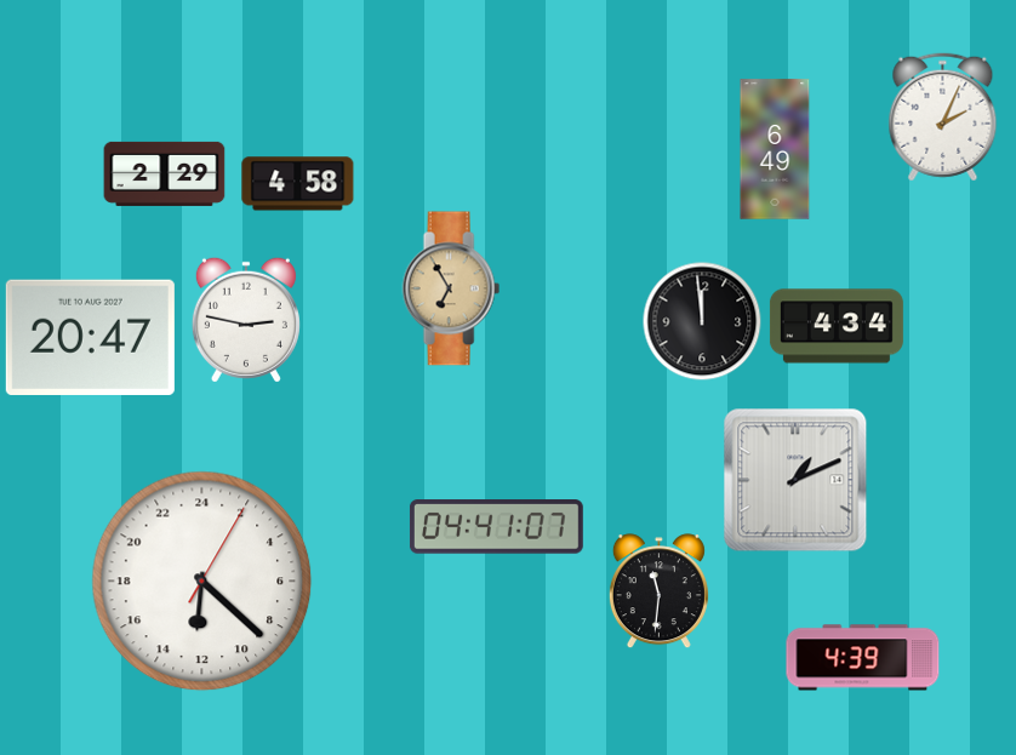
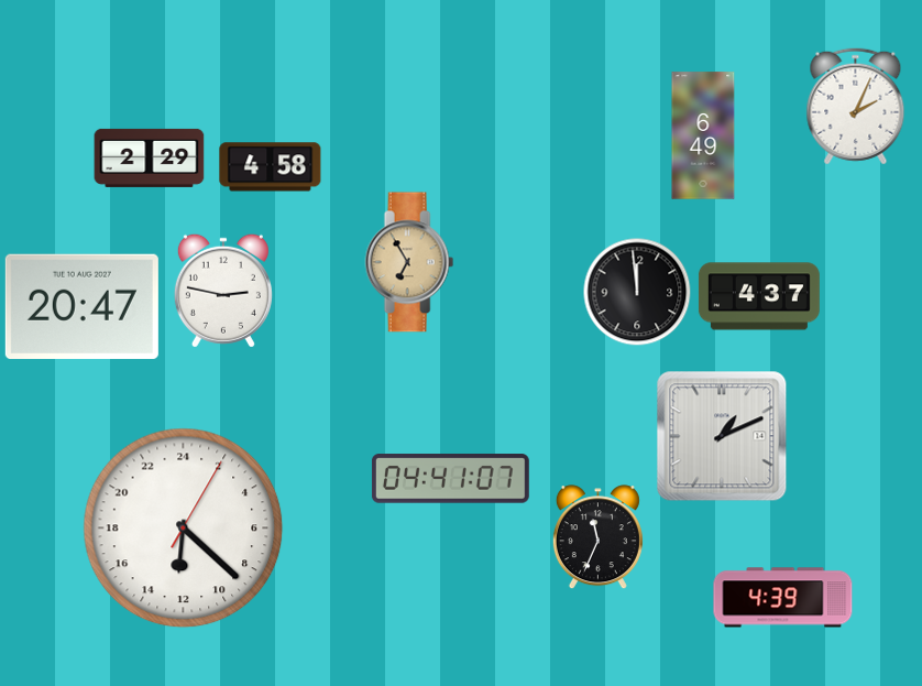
clock at (837, 326): 4:34 -> 4:37
clock at (658, 591): 11:31 -> 11:34
